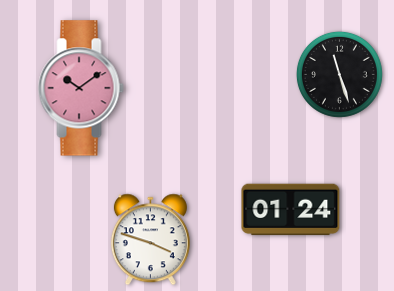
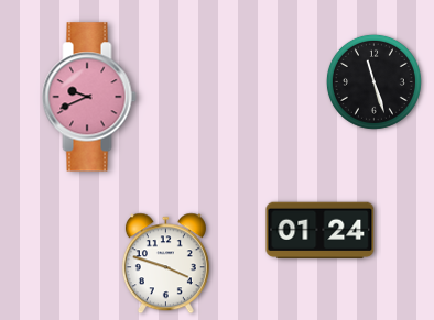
clock at (81, 88): 10:09 -> 9:41
